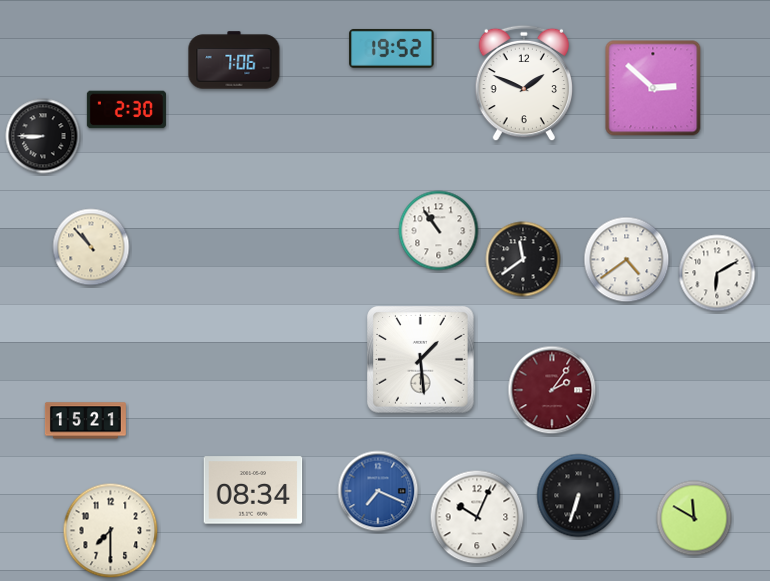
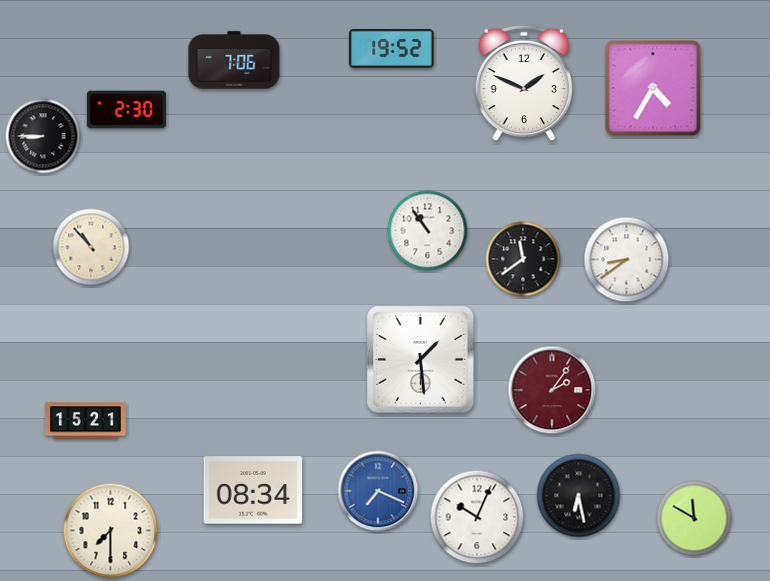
clock at (653, 88): 2:52 -> 4:35
clock at (439, 231) position: (439, 231) -> (428, 231)
clock at (627, 260): 4:39 -> 8:39
clock at (717, 273): 6:10 -> none
clock at (579, 496): 6:33 -> 6:28
